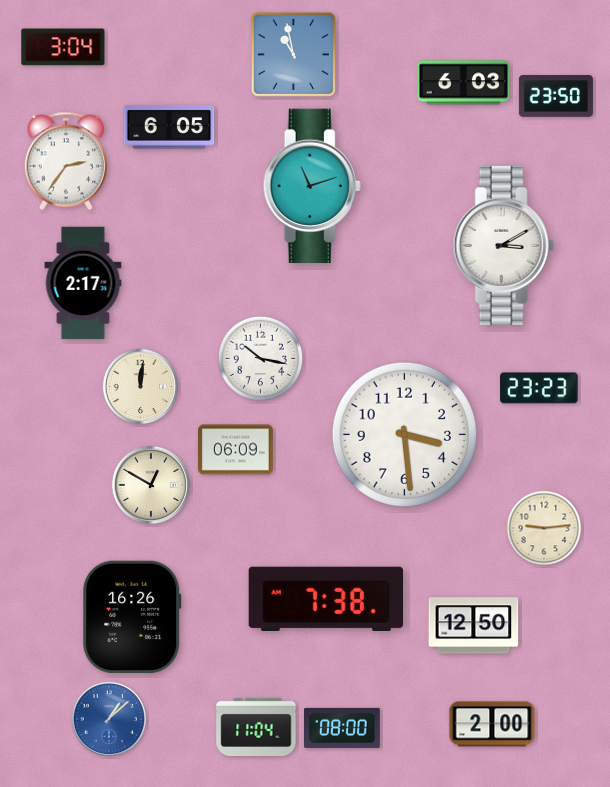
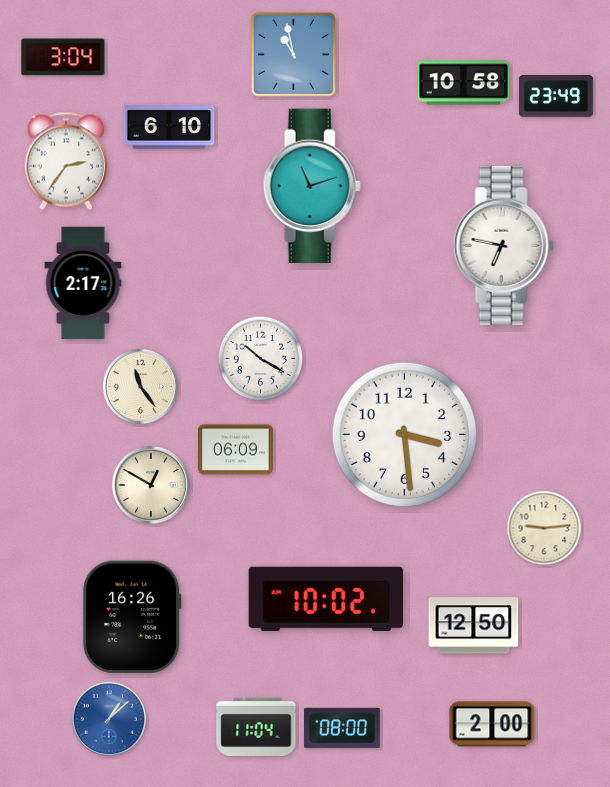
clock at (63, 47) position: (63, 47) -> (63, 57)
clock at (464, 83): 6:03 -> 10:58
clock at (556, 97): 23:50 -> 23:49
clock at (169, 127): 6:05 -> 6:10
clock at (503, 245): 3:10 -> 6:47
clock at (261, 359): 10:17 -> 10:20
clock at (141, 387): 12:01 -> 11:24
clock at (539, 388): 23:23 -> none
clock at (326, 598): 7:38 -> 10:02
